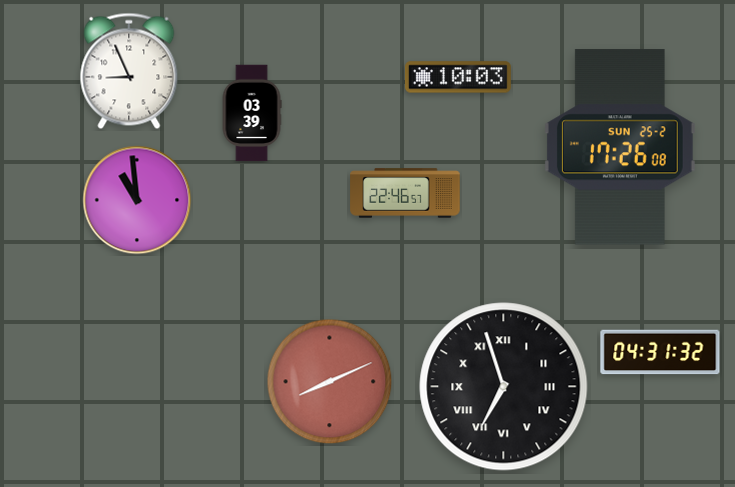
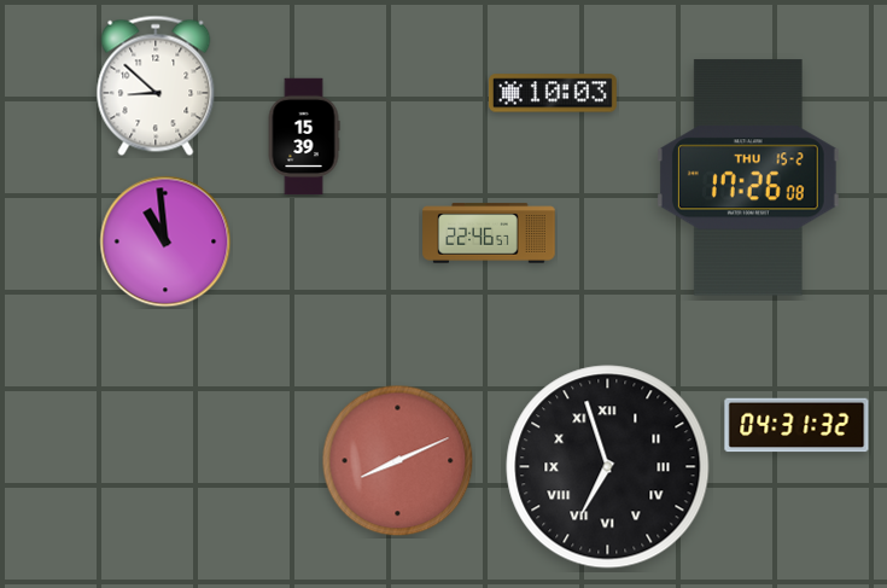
clock at (129, 71): 8:56 -> 8:52
clock at (252, 113): 03:39 -> 15:39
clock at (620, 147) date: SUN 25-2 -> THU 15-2
